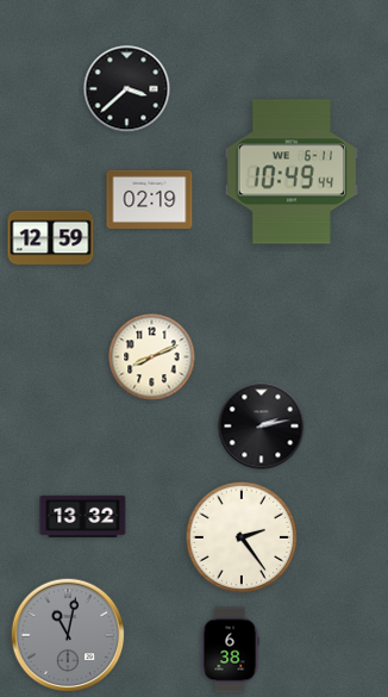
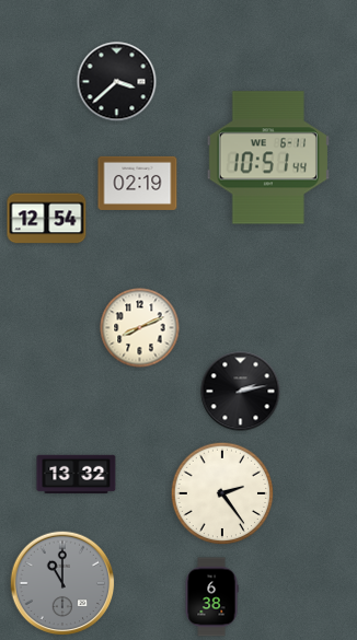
clock at (292, 172): 10:49 -> 10:51
clock at (51, 238): 12:59 -> 12:54
clock at (68, 635): 11:02 -> 11:00
